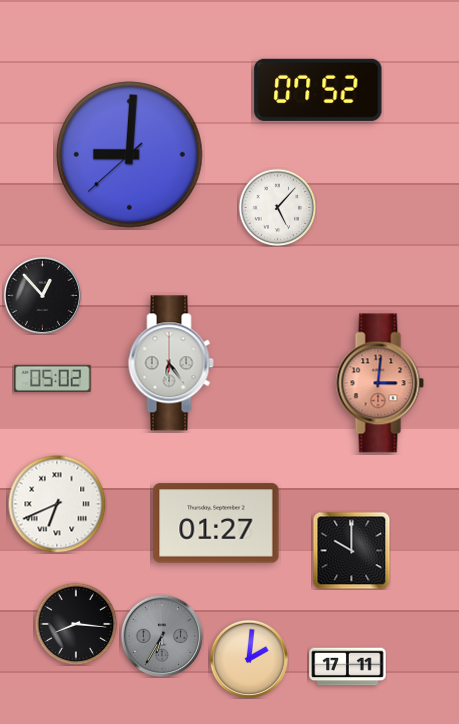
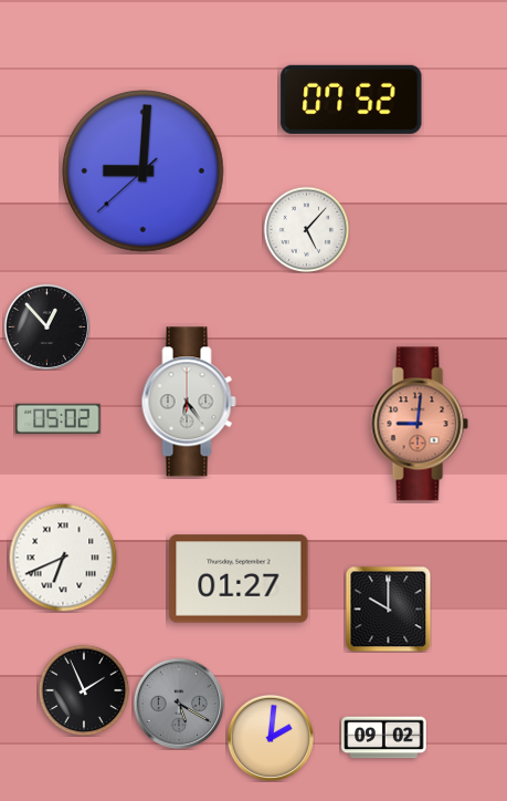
clock at (380, 383): 3:01 -> 9:01
clock at (76, 624): 8:16 -> 1:56
clock at (162, 636): 6:35 -> 5:20
clock at (248, 658) position: (248, 658) -> (270, 737)
clock at (348, 667): 17:11 -> 09:02
